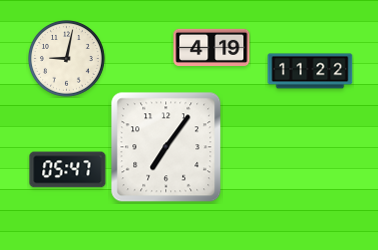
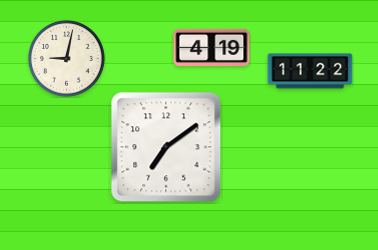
clock at (166, 147): 7:06 -> 7:09
clock at (68, 170): 05:47 -> none
